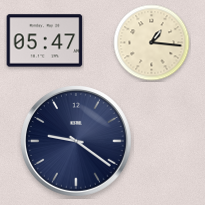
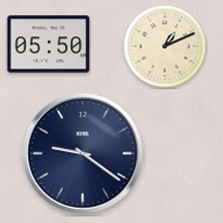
clock at (45, 41): 05:47 -> 05:50
clock at (152, 43): 1:16 -> 1:11
